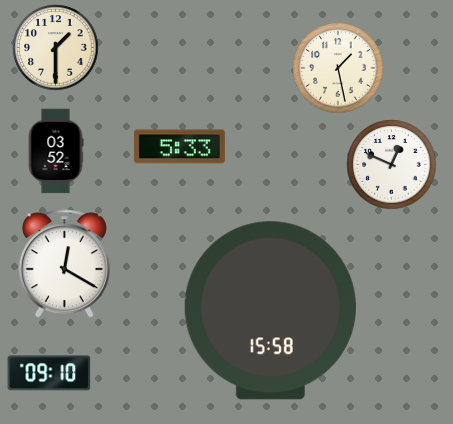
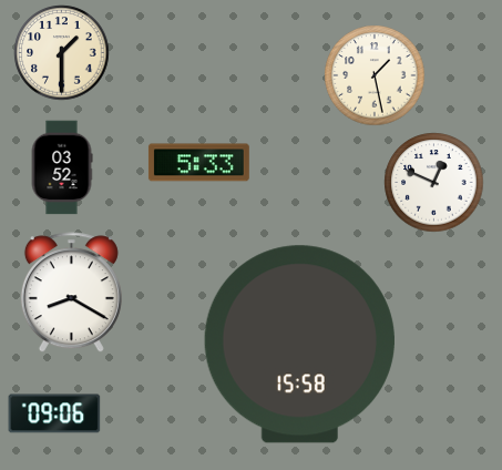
clock at (64, 264): 12:20 -> 8:20
clock at (49, 373): 09:10 -> 09:06
